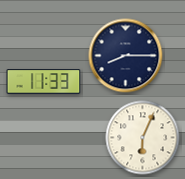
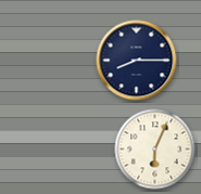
clock at (44, 82): 11:33 -> none
